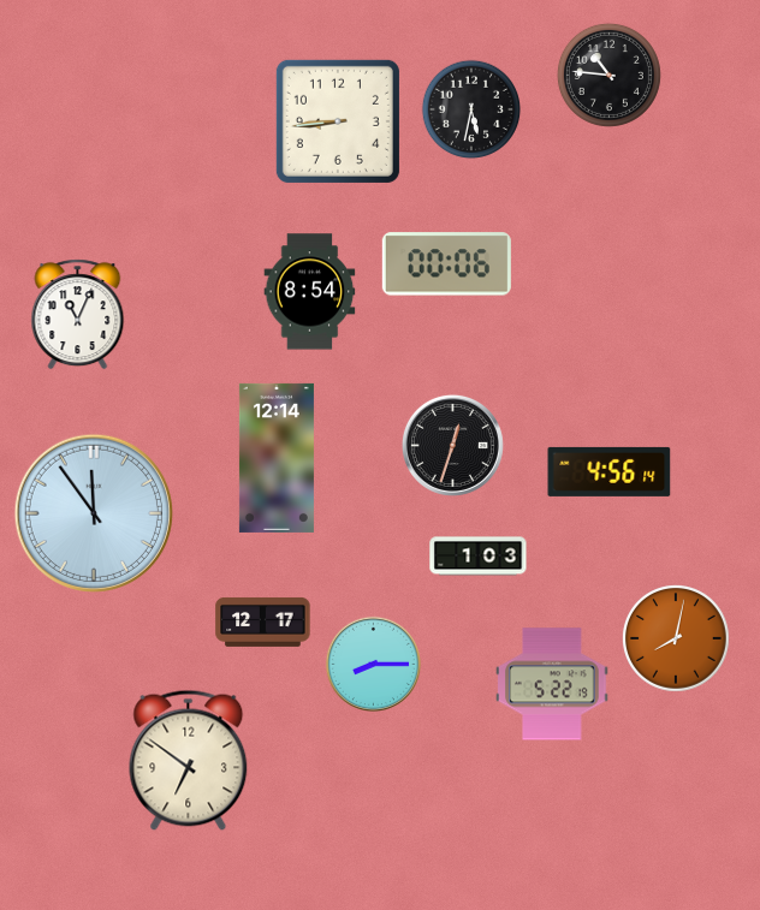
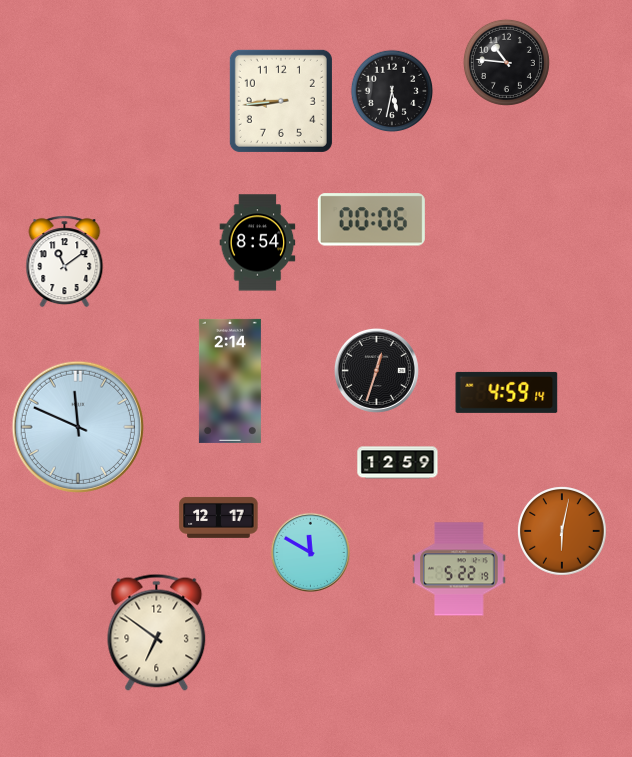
clock at (78, 315): 11:04 -> 11:09
clock at (277, 458): 12:14 -> 2:14
clock at (610, 471): 4:56 -> 4:59
clock at (94, 513): 11:54 -> 11:49
clock at (479, 557): 1:03 -> 12:59
clock at (677, 640): 8:02 -> 6:02
clock at (373, 664): 8:15 -> 11:50
